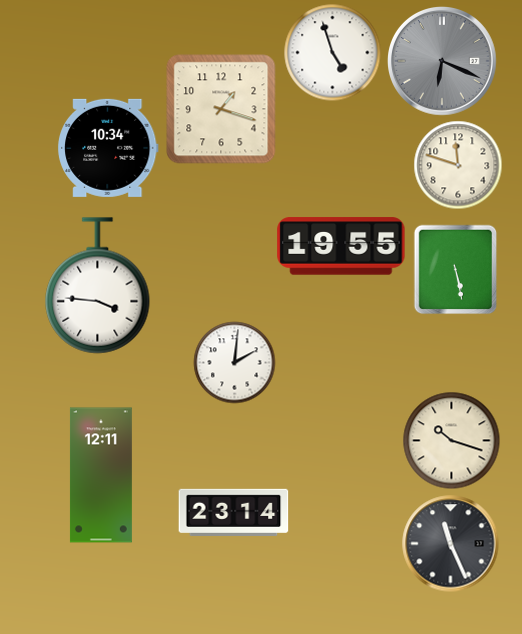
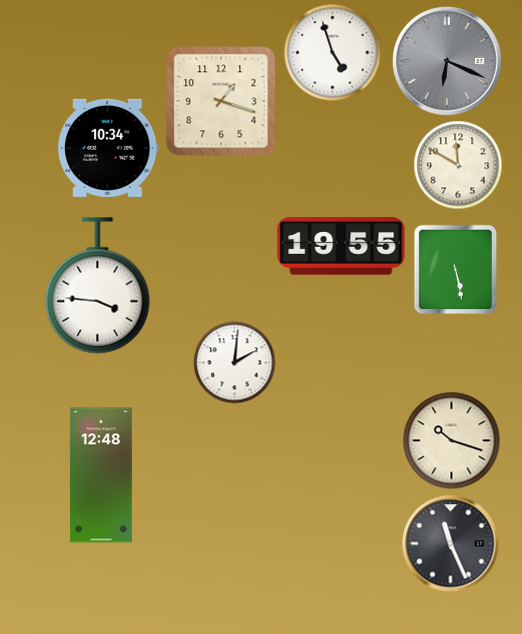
clock at (443, 62) position: (443, 62) -> (448, 62)
clock at (221, 109) position: (221, 109) -> (221, 101)
clock at (458, 165): 11:48 -> 11:50
clock at (101, 475): 12:11 -> 12:48
clock at (234, 512): 23:14 -> none
